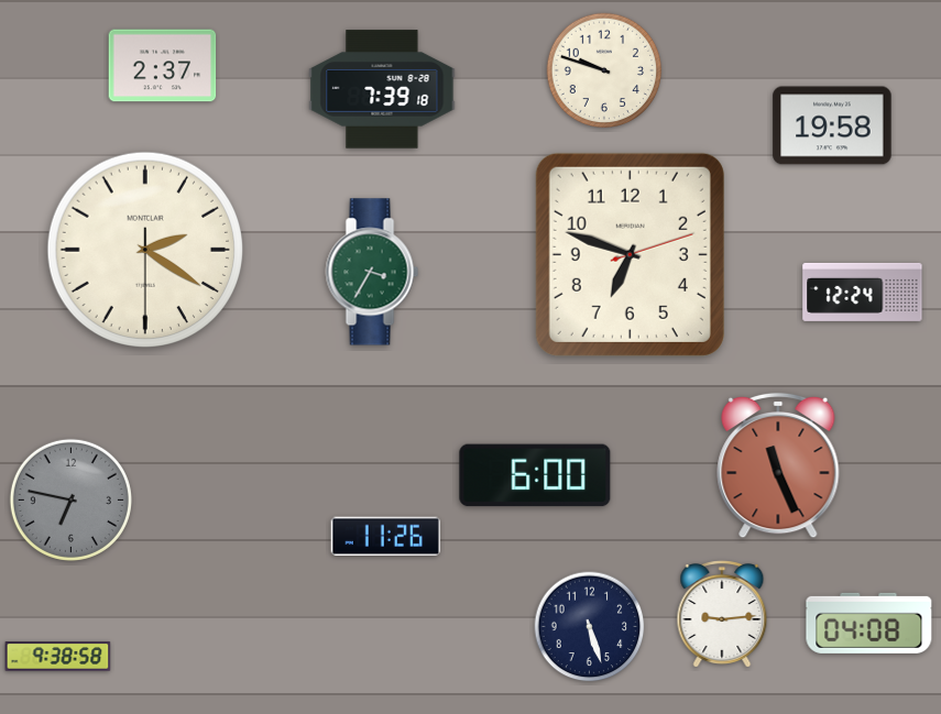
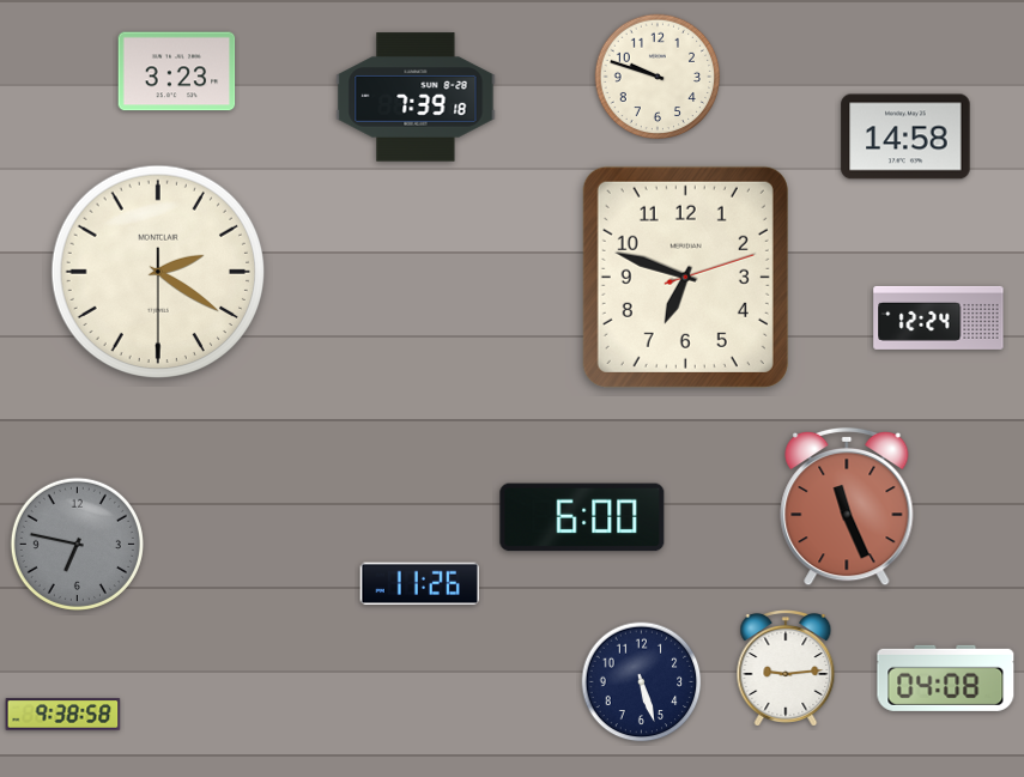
clock at (163, 66): 2:37 -> 3:23
clock at (832, 125): 19:58 -> 14:58
clock at (372, 272): 3:35 -> none
